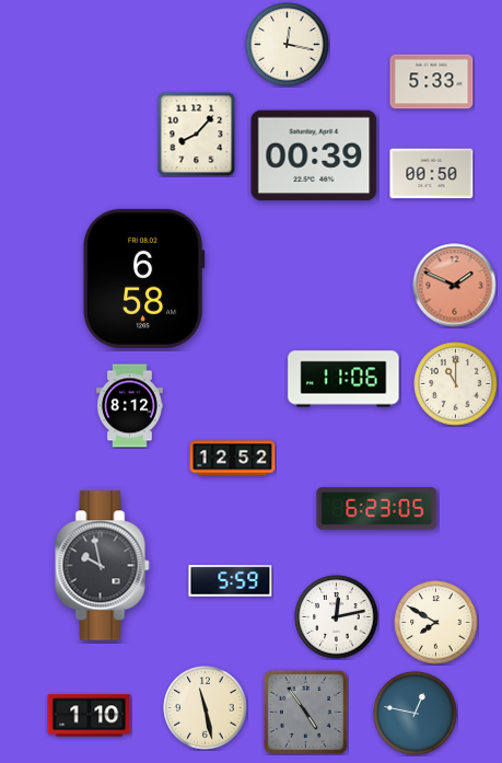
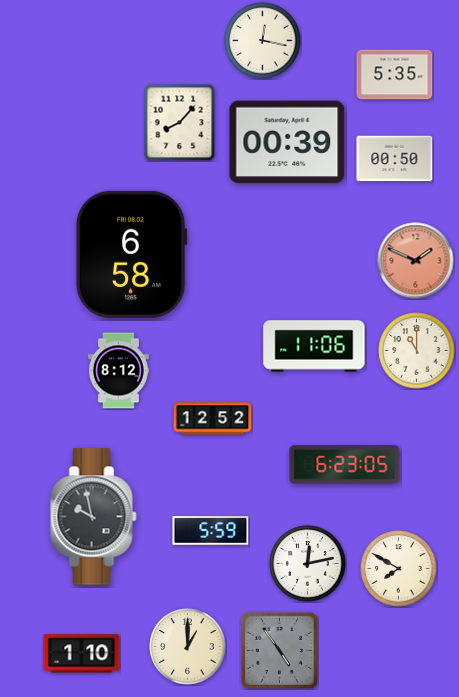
clock at (432, 82): 5:33 -> 5:35
clock at (206, 708): 11:28 -> 1:00
clock at (416, 714): 12:47 -> none
